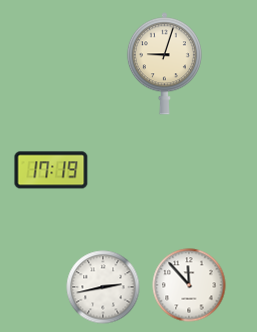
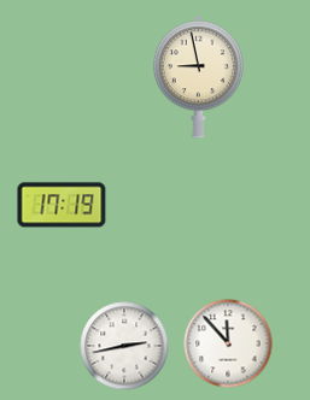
clock at (164, 64): 9:03 -> 8:58
